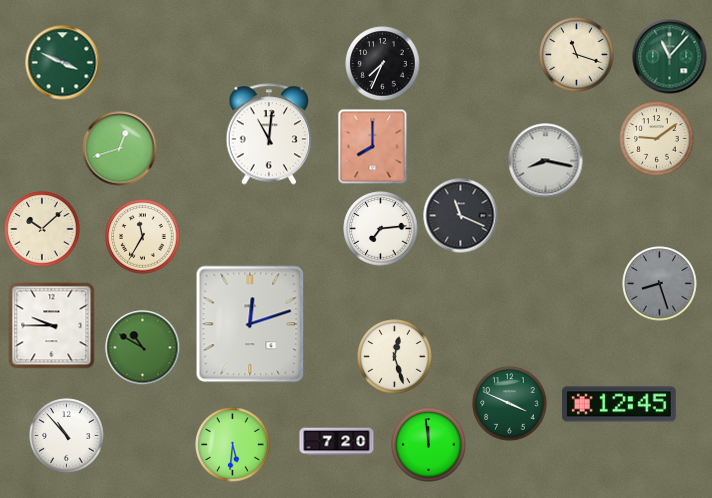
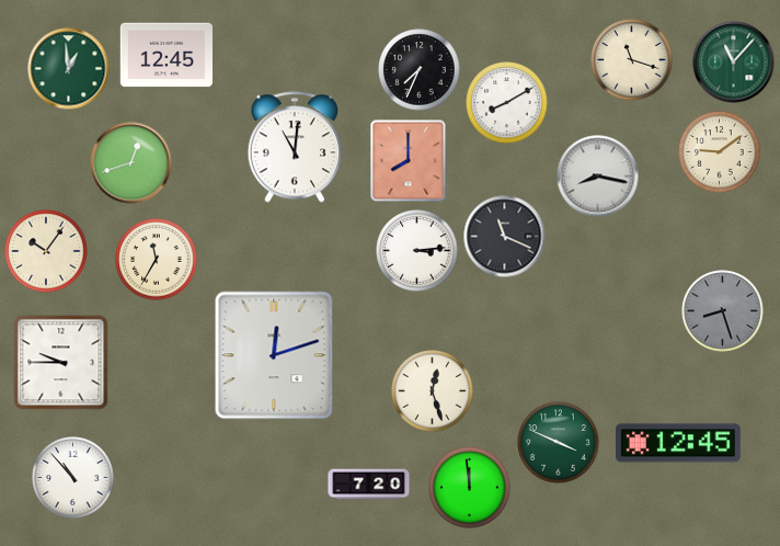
clock at (165, 55): none -> 12:45
clock at (63, 63): 3:49 -> 12:59
clock at (507, 103): none -> 8:10
clock at (42, 229): 10:08 -> 10:06
clock at (381, 229): 7:14 -> 3:14
clock at (52, 326) position: (52, 326) -> (61, 363)
clock at (143, 348): 10:50 -> none
clock at (233, 445): 5:31 -> none
